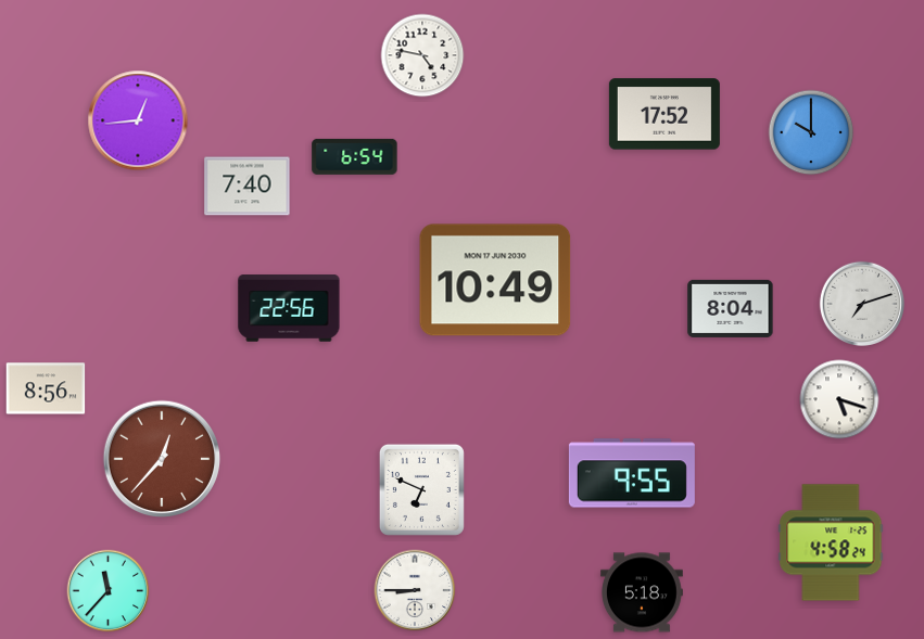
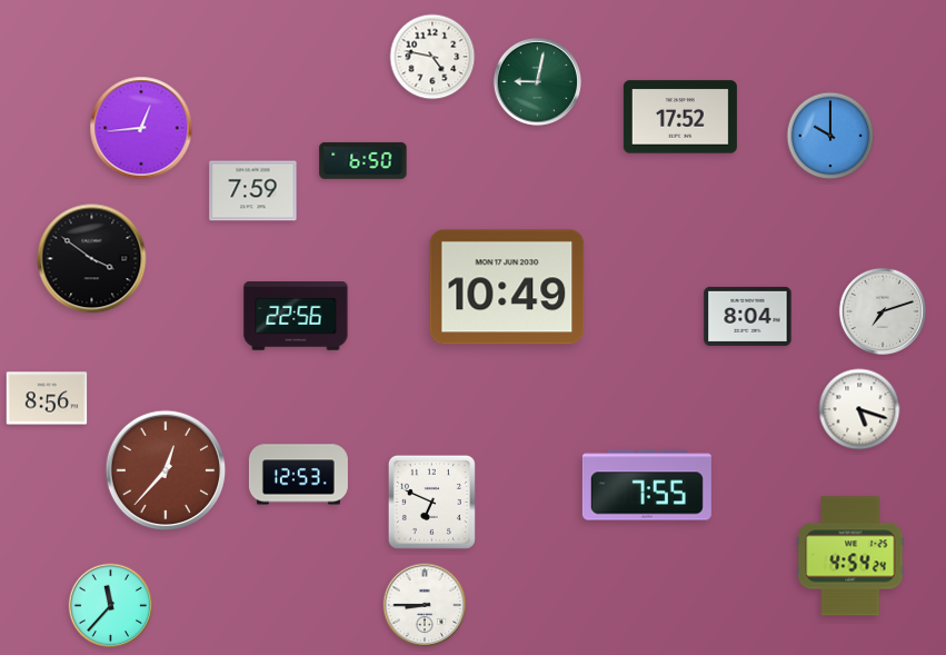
clock at (537, 81): none -> 9:02
clock at (138, 120) position: (138, 120) -> (141, 128)
clock at (355, 156): 6:54 -> 6:50
clock at (248, 187): 7:40 -> 7:59
clock at (92, 259): none -> 3:51
clock at (298, 475): none -> 12:53
clock at (632, 473): 9:55 -> 7:55
clock at (831, 542): 4:58 -> 4:54
clock at (643, 592): 5:18 -> none
